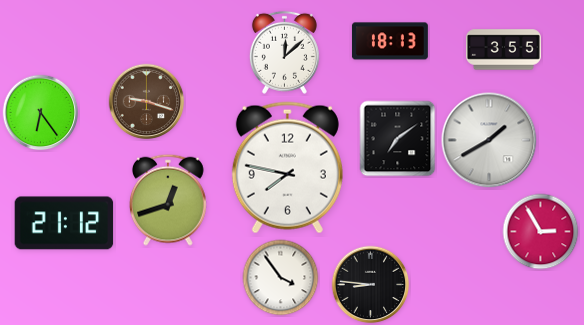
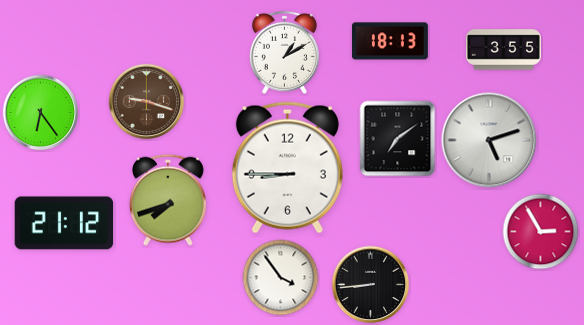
clock at (284, 52): 12:08 -> 1:10
clock at (489, 140): 1:40 -> 5:12
clock at (287, 168): 7:47 -> 8:45
clock at (168, 200): 12:42 -> 7:42
clock at (371, 285): 8:46 -> 8:44
